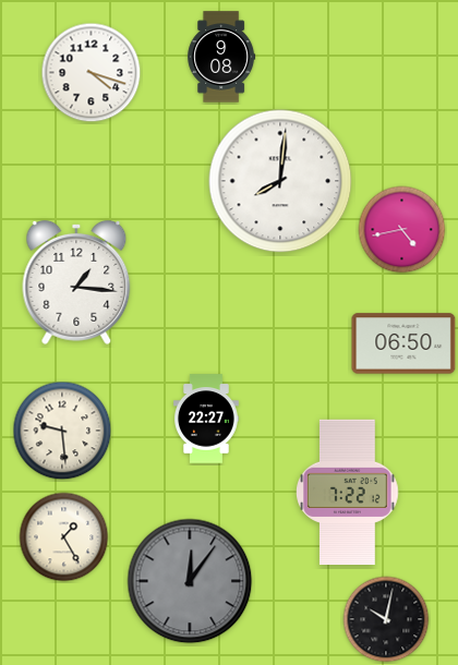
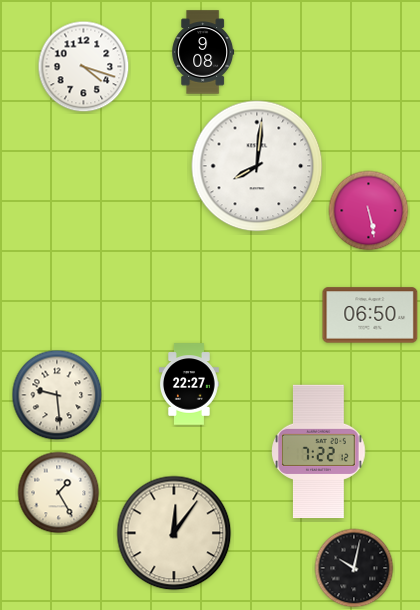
clock at (402, 230): 4:43 -> 5:28
clock at (76, 282): 1:16 -> none
clock at (190, 581) dial: grey -> cream
